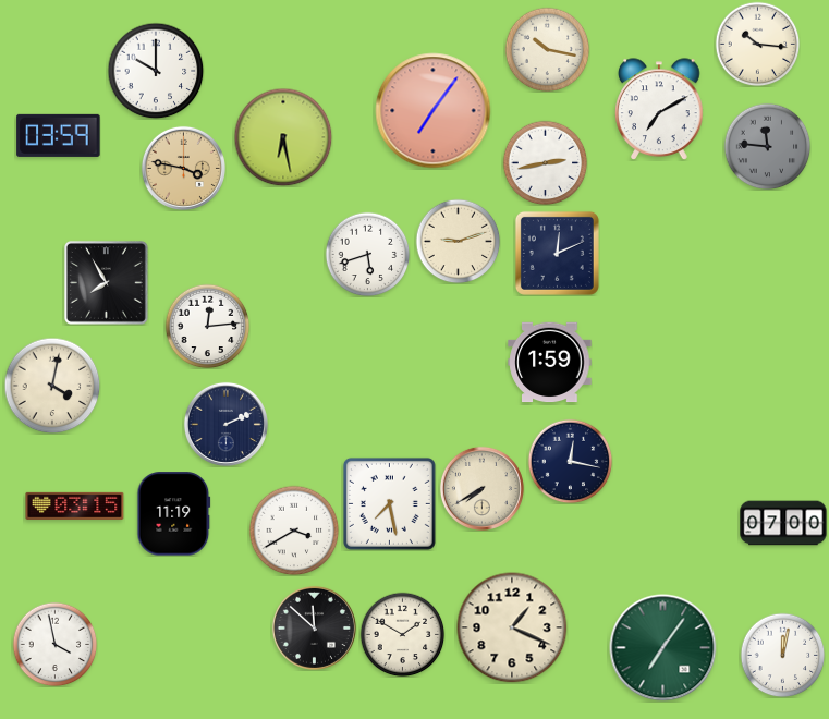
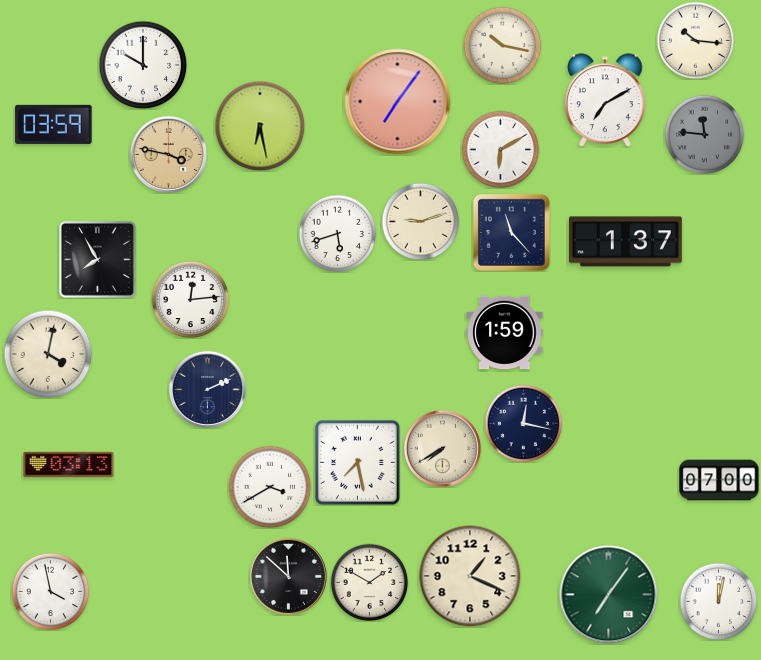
clock at (545, 162): 2:43 -> 6:10
clock at (557, 253): 12:11 -> 11:23
clock at (625, 242): none -> 1:37
clock at (75, 505): 03:15 -> 03:13
clock at (174, 514): 11:19 -> none
